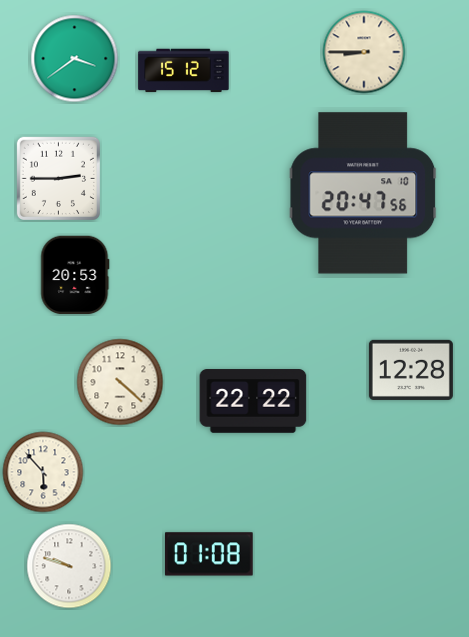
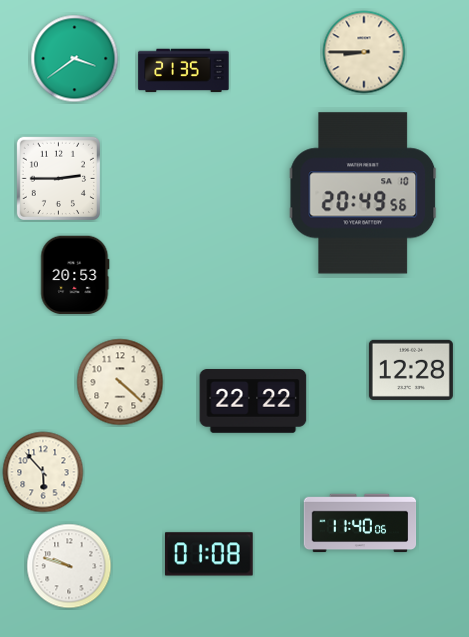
clock at (184, 71): 15:12 -> 21:35
clock at (363, 193): 20:47 -> 20:49
clock at (360, 523): none -> 11:40
